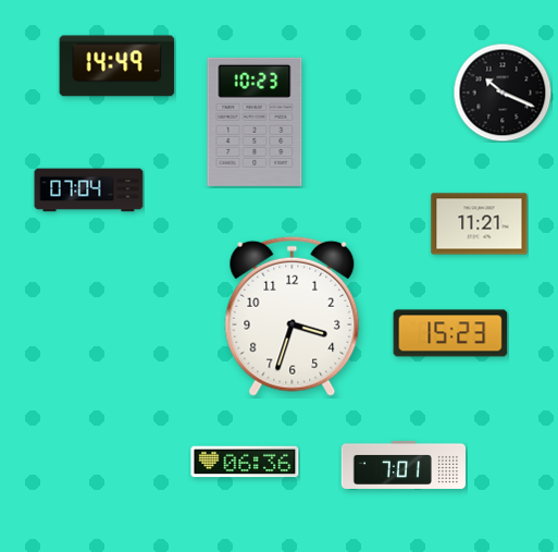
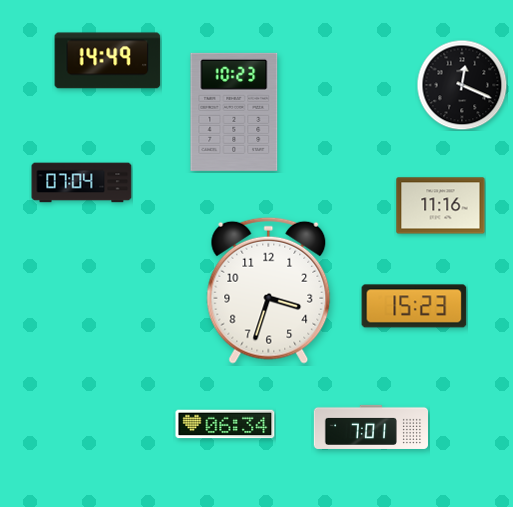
clock at (503, 93): 10:19 -> 12:19
clock at (89, 191) position: (89, 191) -> (82, 183)
clock at (480, 224): 11:21 -> 11:16
clock at (245, 462): 06:36 -> 06:34
